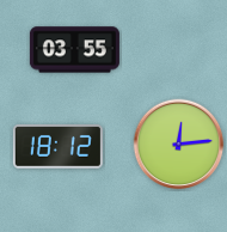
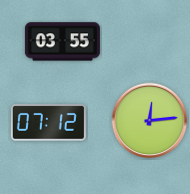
clock at (57, 147): 18:12 -> 07:12
